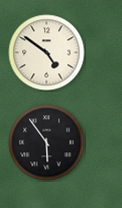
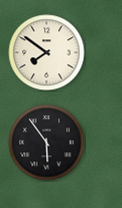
clock at (47, 53): 4:51 -> 7:51
